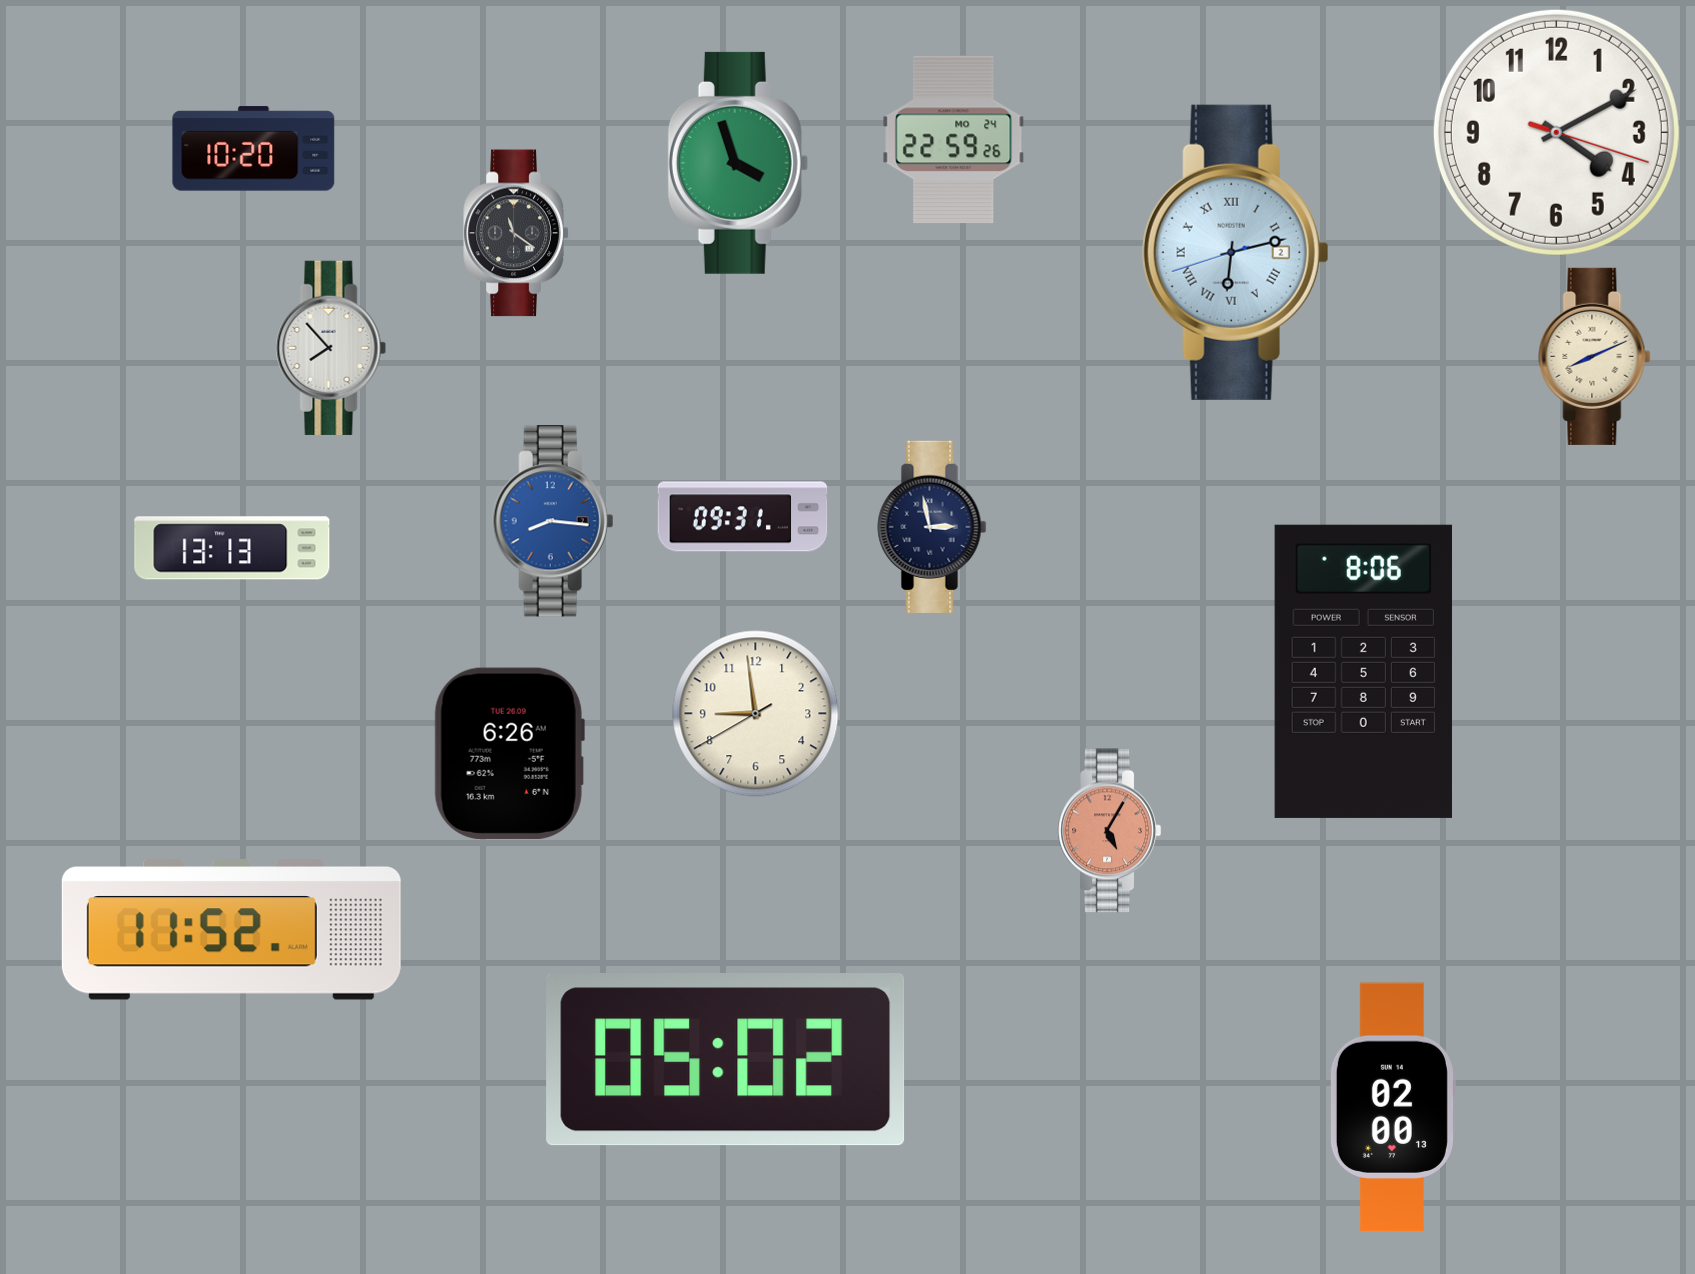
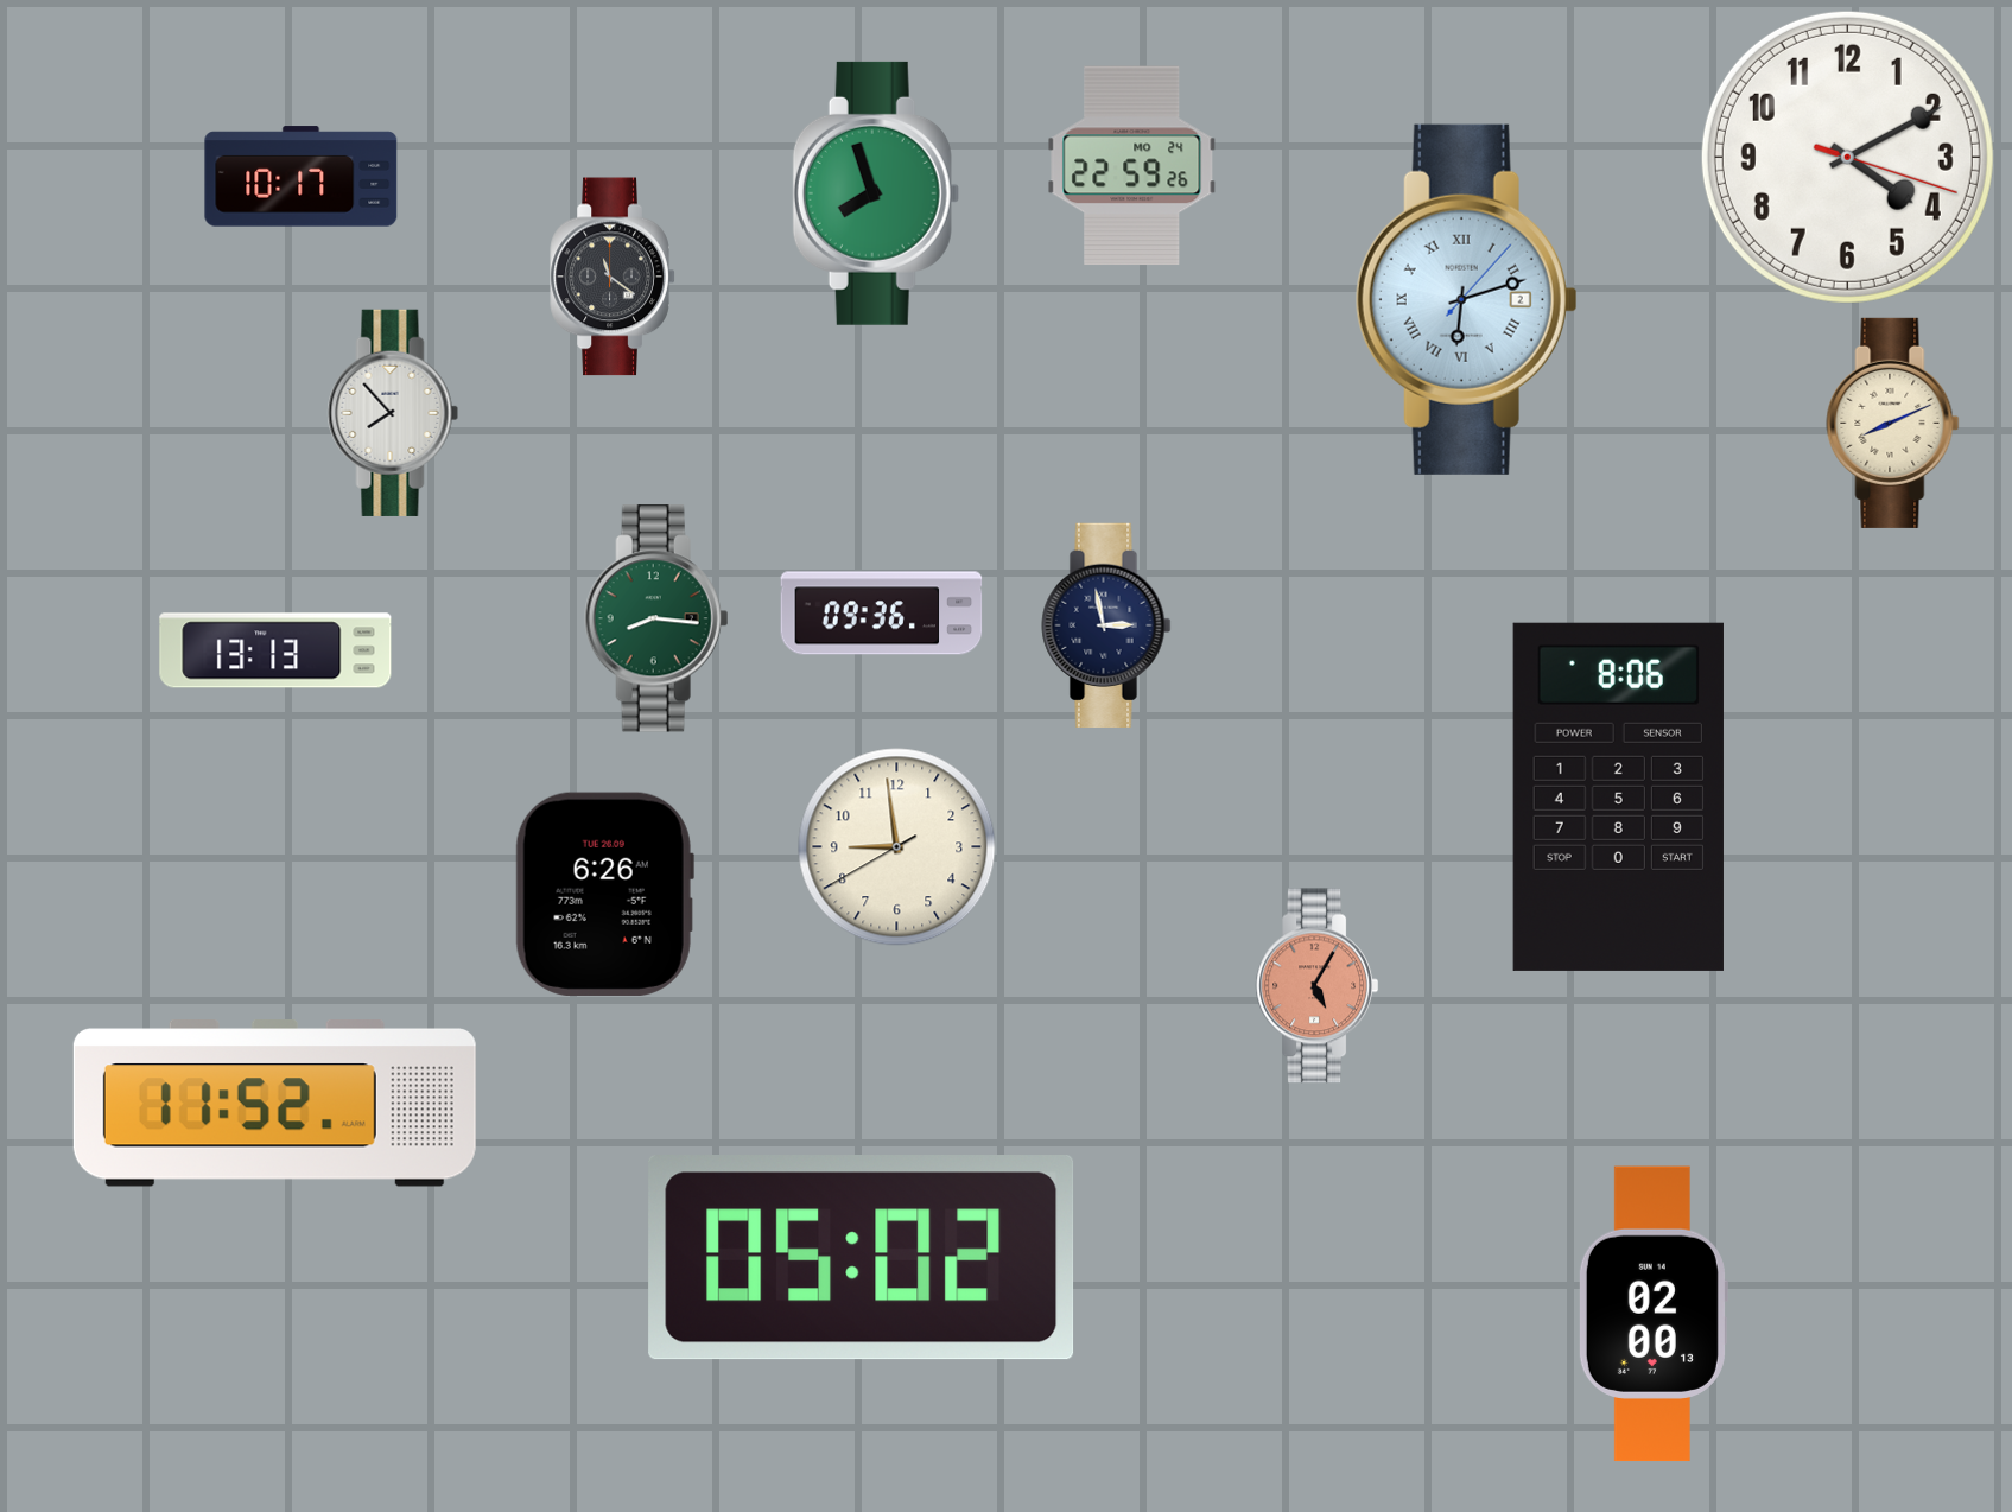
clock at (254, 149): 10:20 -> 10:17
clock at (738, 163): 3:57 -> 7:57
clock at (1235, 252): 6:12:42 -> 6:12:07
clock at (743, 517): 09:31 -> 09:36
clock at (553, 521) dial: blue -> green
